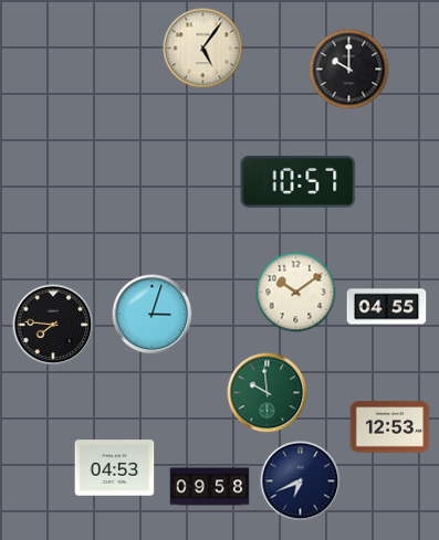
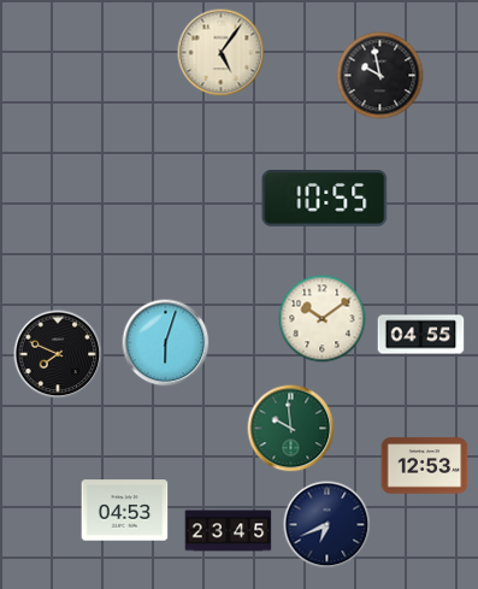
clock at (349, 70): 10:00 -> 9:58
clock at (299, 182): 10:57 -> 10:55
clock at (153, 315): 3:03 -> 6:03
clock at (53, 325): 7:46 -> 7:49
clock at (210, 487): 09:58 -> 23:45
